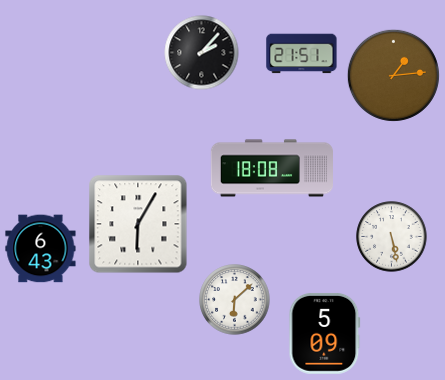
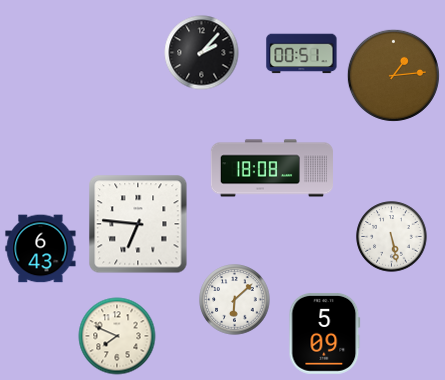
clock at (302, 54): 21:51 -> 00:51
clock at (138, 224): 6:05 -> 6:46
clock at (117, 336): none -> 7:49
